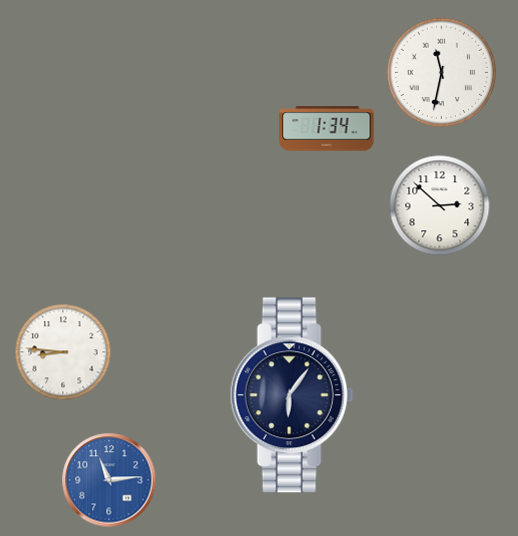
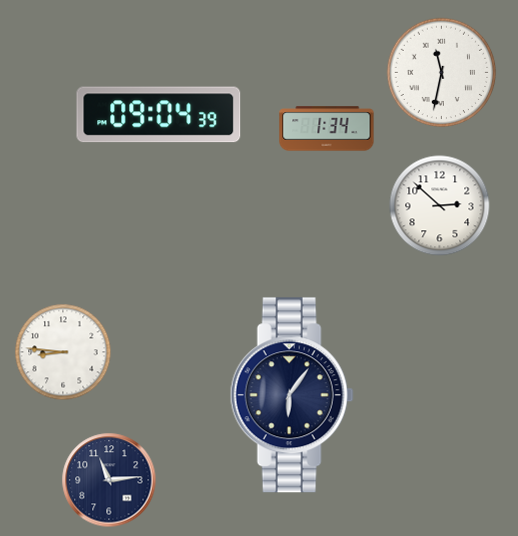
clock at (159, 115): none -> 09:04
clock at (109, 480) dial: blue -> navy
